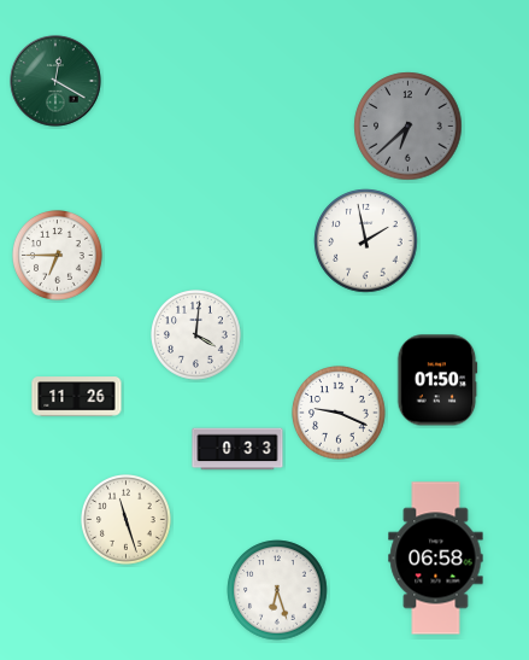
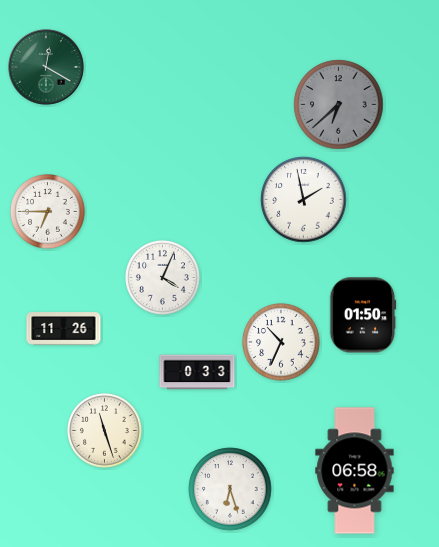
clock at (196, 335): 4:01 -> 4:04
clock at (339, 413): 9:19 -> 10:34
clock at (436, 559) position: (436, 559) -> (355, 471)
